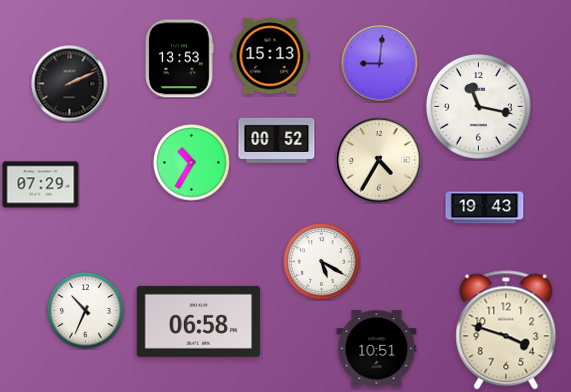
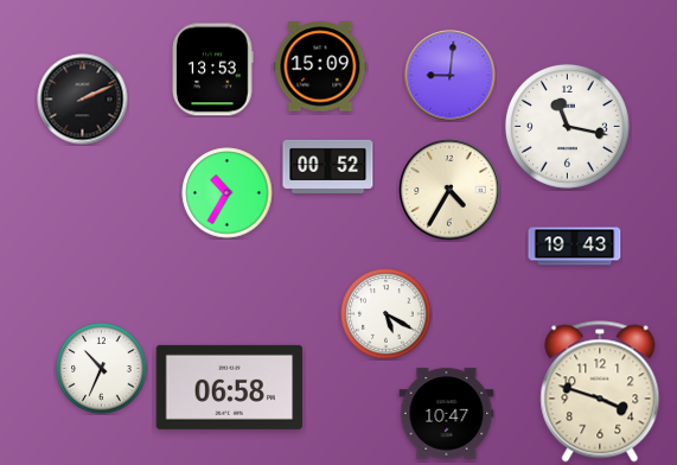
clock at (270, 56): 15:13 -> 15:09
clock at (41, 185): 07:29 -> none
clock at (322, 262) position: (322, 262) -> (387, 314)
clock at (199, 321) position: (199, 321) -> (230, 387)
clock at (377, 349): 10:51 -> 10:47
